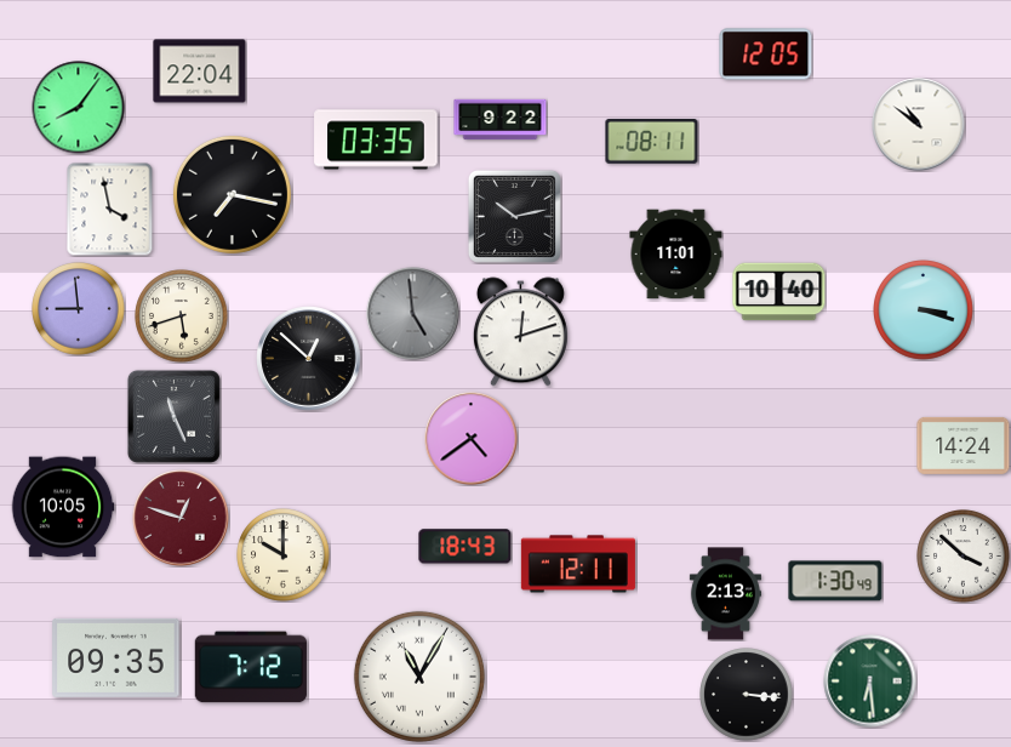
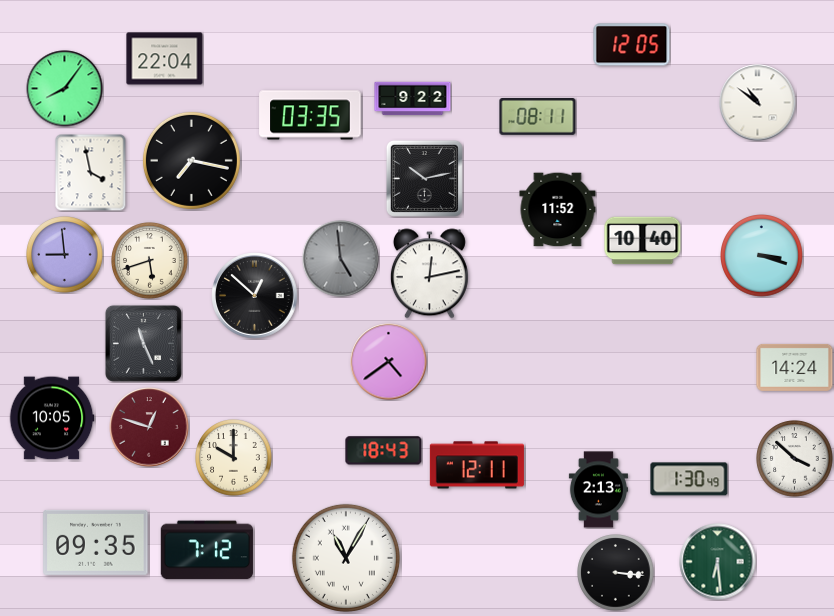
clock at (676, 255): 11:01 -> 11:52
clock at (520, 332): 12:12 -> 12:13
